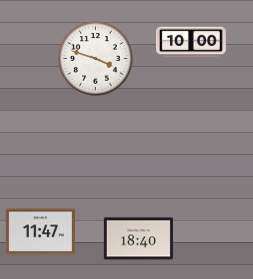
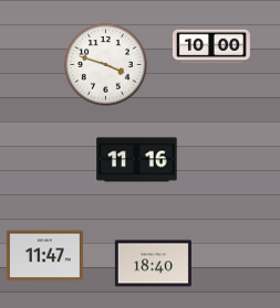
clock at (137, 160): none -> 11:16
